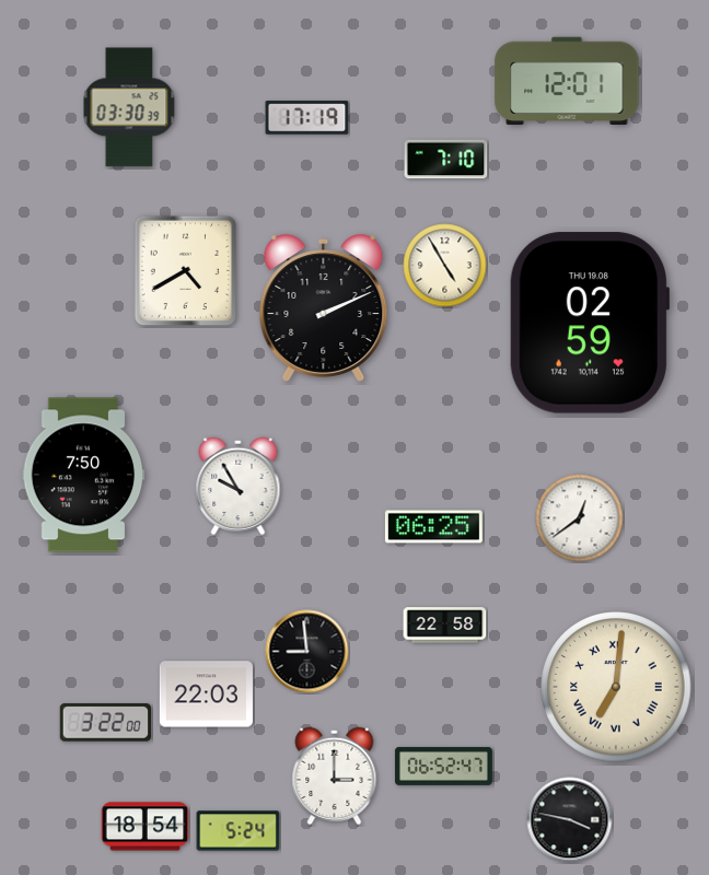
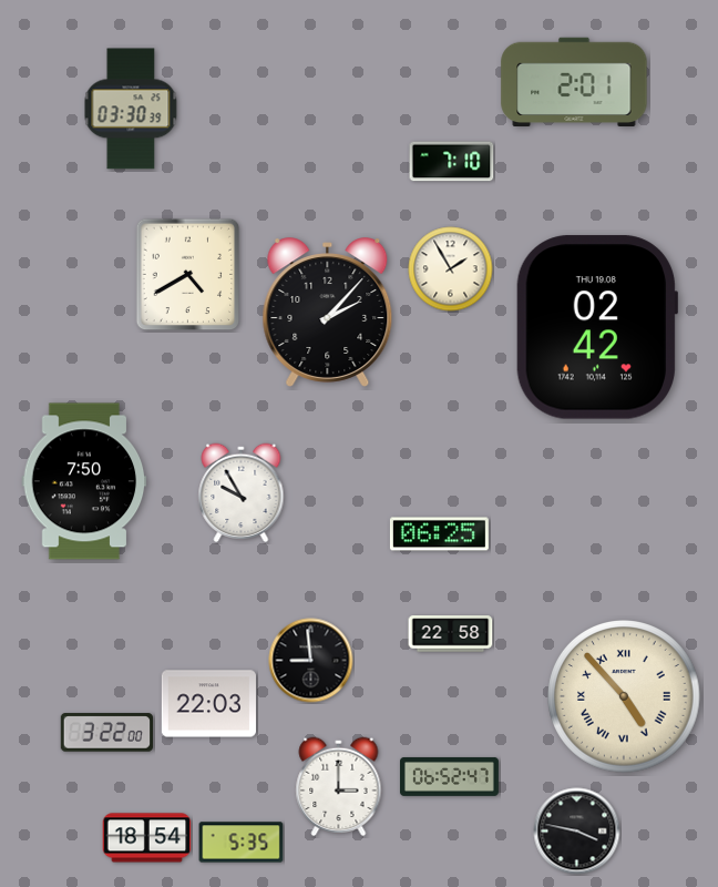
clock at (567, 81): 12:01 -> 2:01
clock at (307, 118): 17:19 -> none
clock at (445, 266): 4:55 -> 1:55
clock at (324, 308): 2:11 -> 2:07
clock at (589, 323): 02:59 -> 02:42
clock at (580, 518): 12:39 -> none
clock at (616, 687): 7:01 -> 4:53
clock at (239, 831): 5:24 -> 5:35
